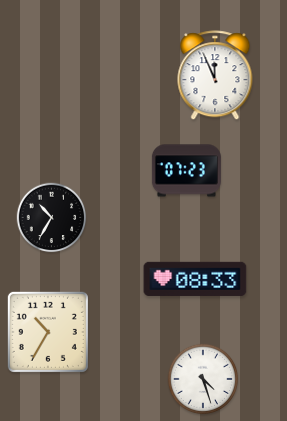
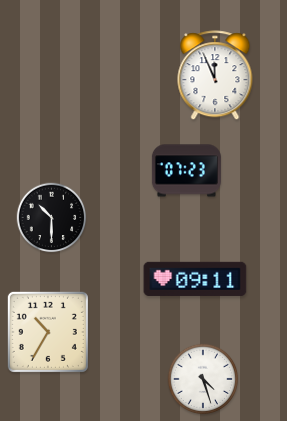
clock at (52, 218): 10:35 -> 10:30
clock at (195, 279): 08:33 -> 09:11
